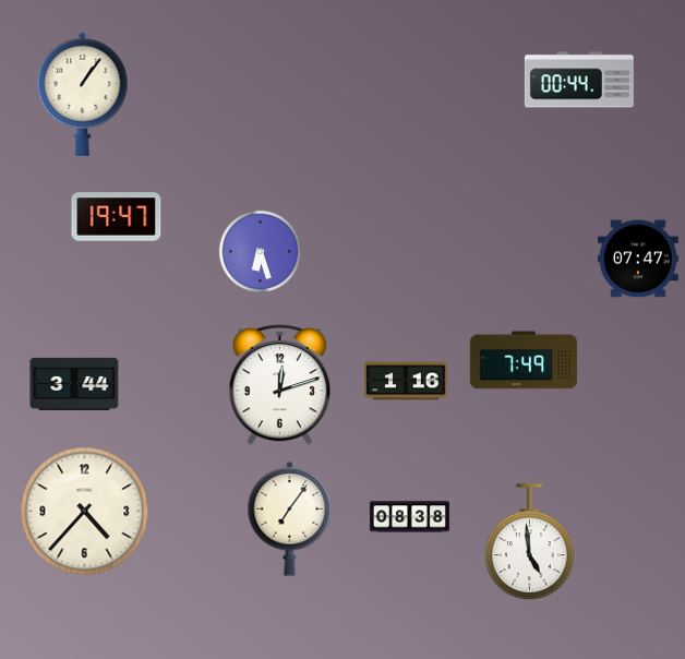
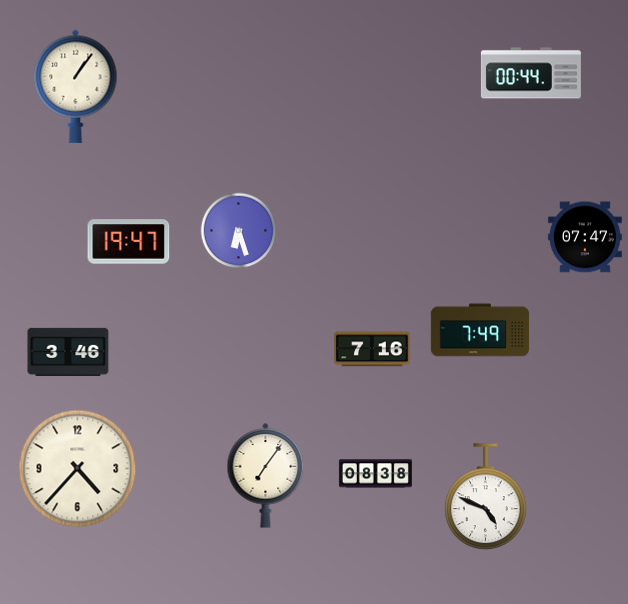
clock at (117, 217) position: (117, 217) -> (129, 242)
clock at (406, 381): 1:16 -> 7:16
clock at (74, 384): 3:44 -> 3:46
clock at (280, 384): 12:12 -> none
clock at (530, 542): 4:59 -> 4:49
